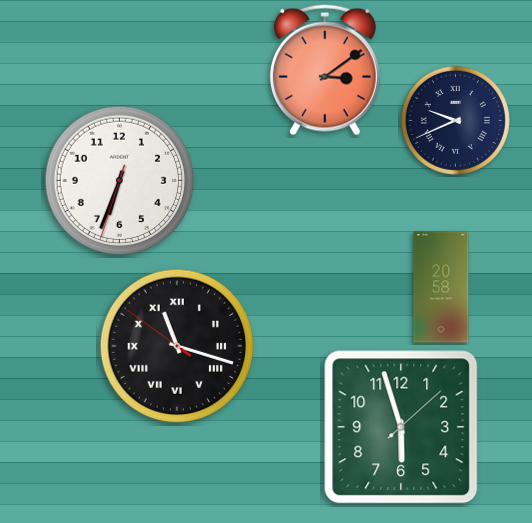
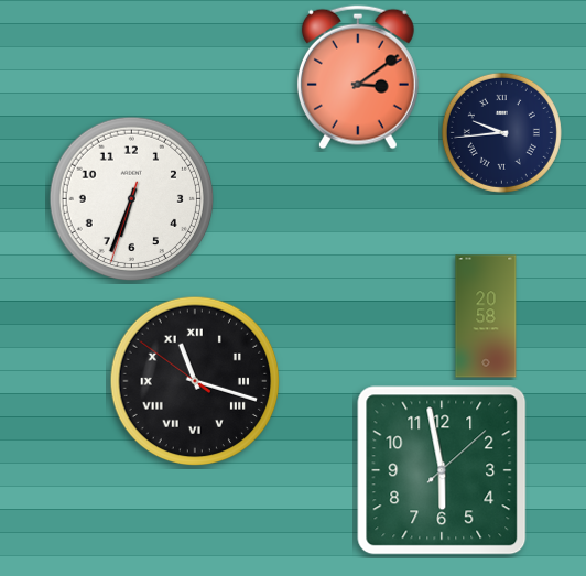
clock at (455, 120): 9:41 -> 9:44
clock at (401, 427): 5:57 -> 5:58
